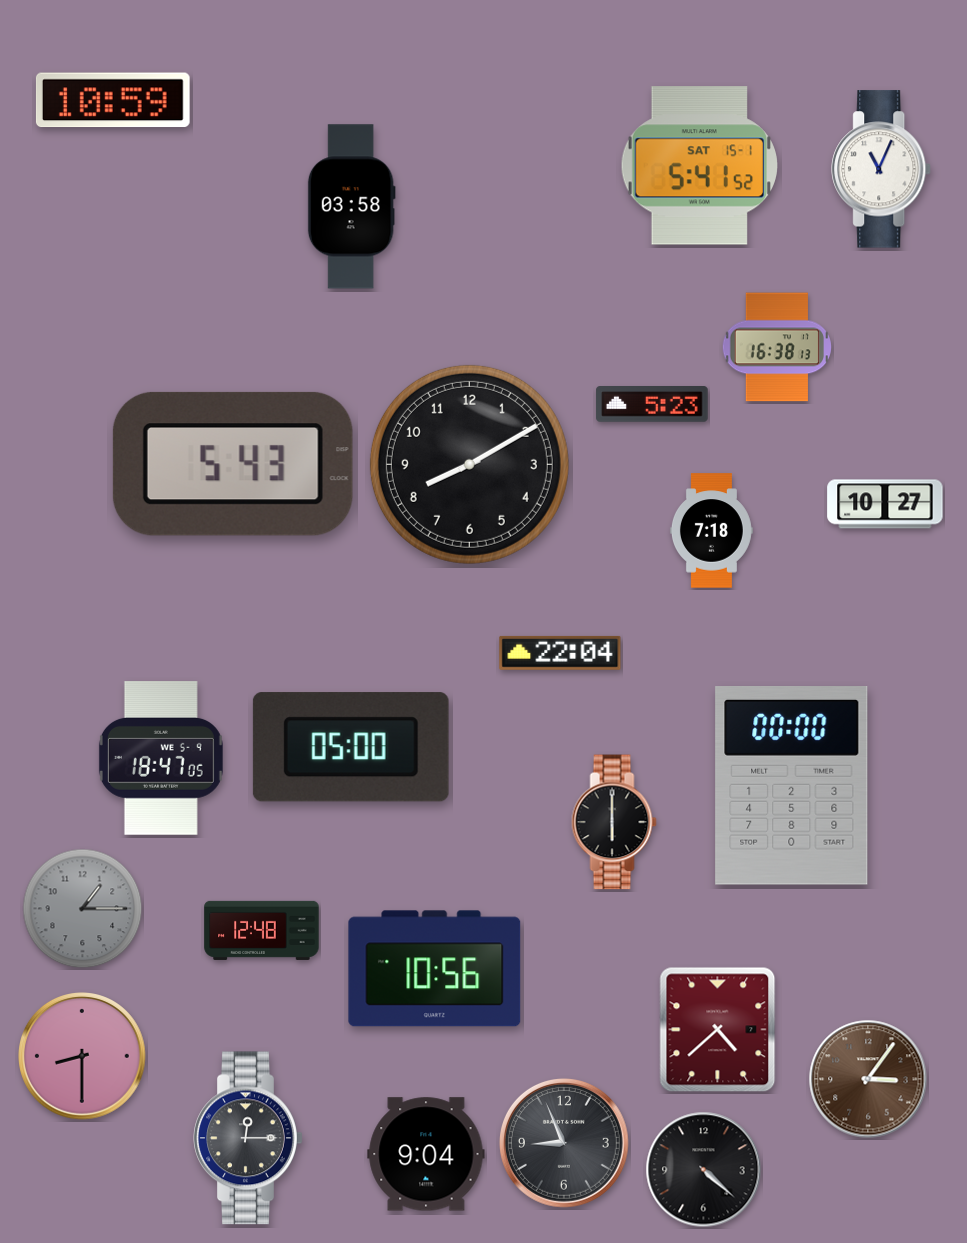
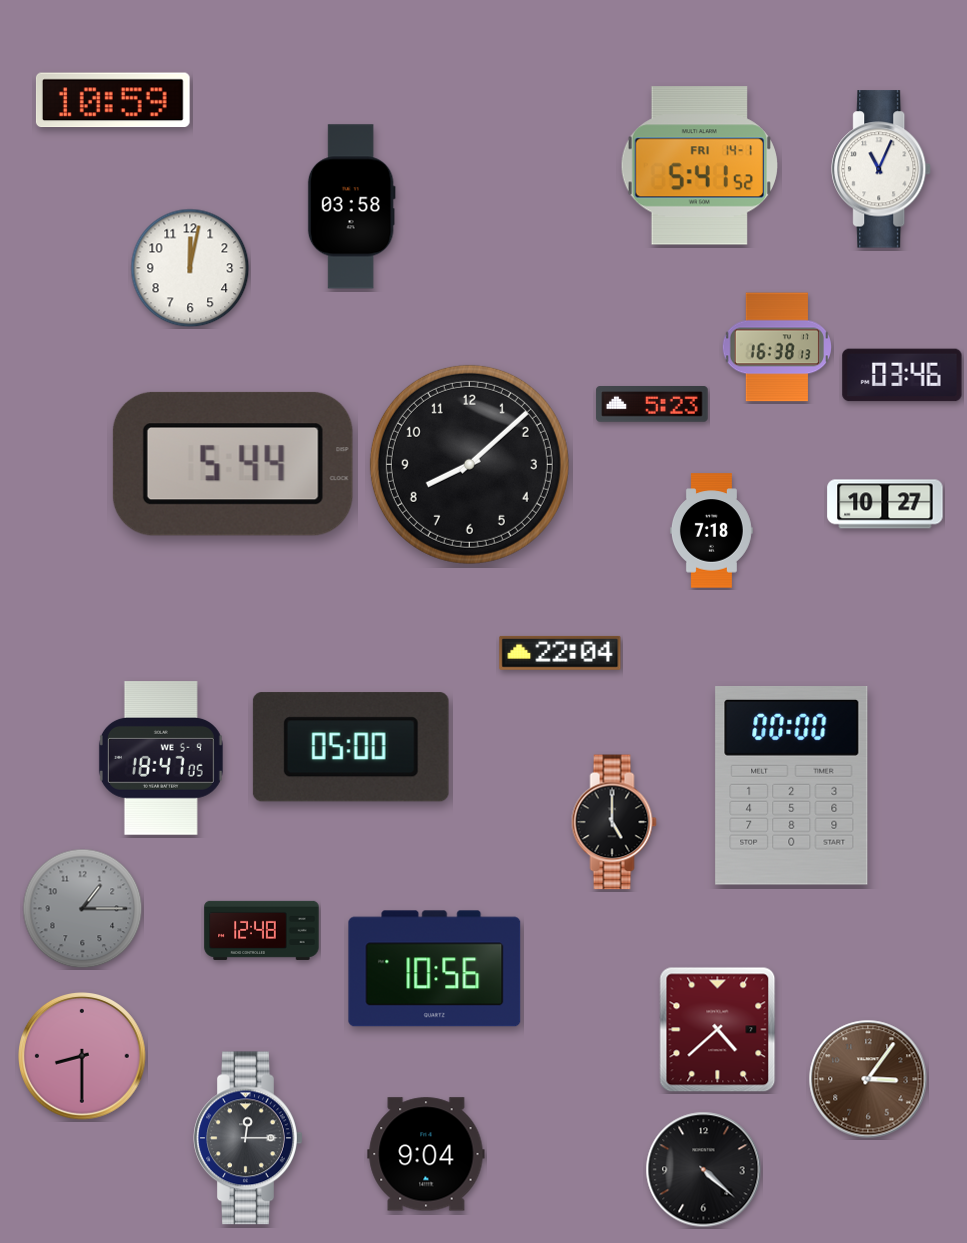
clock at (699, 166) date: SAT 15-1 -> FRI 14-1
clock at (190, 268): none -> 12:02
clock at (902, 375): none -> 03:46
clock at (233, 464): 5:43 -> 5:44
clock at (469, 464): 8:10 -> 8:08
clock at (614, 822): 6:00 -> 5:00
clock at (564, 1143): 8:56 -> none
